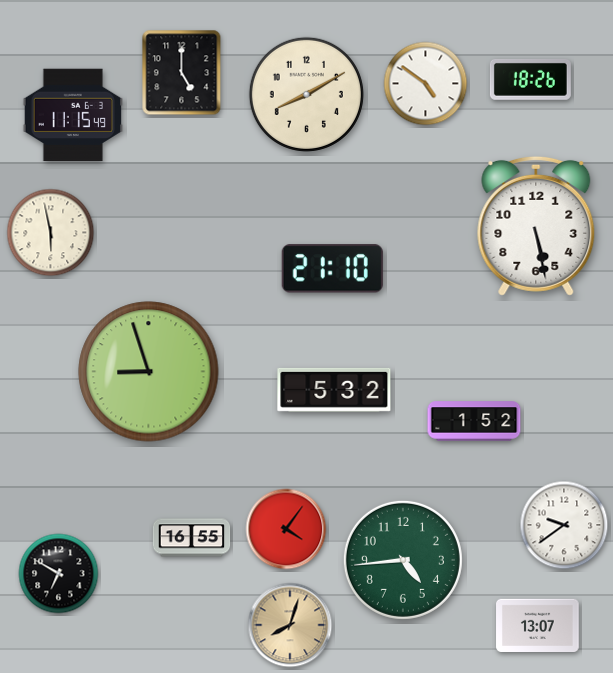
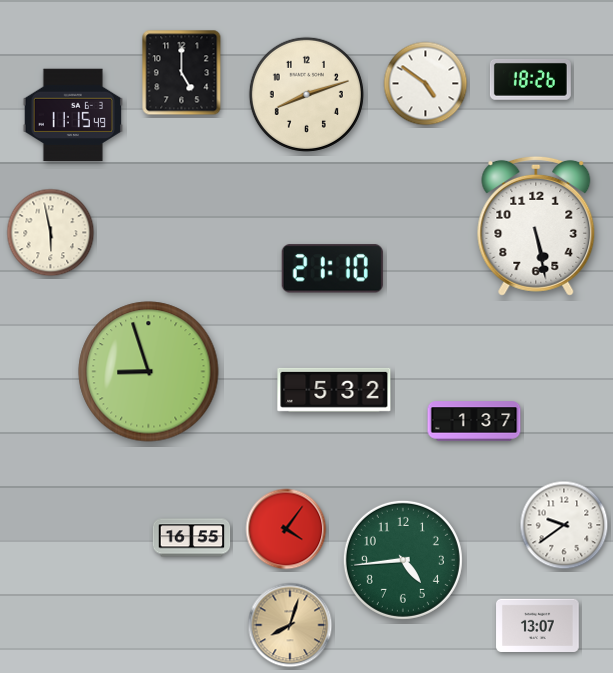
clock at (306, 94): 8:10 -> 8:12
clock at (474, 421): 1:52 -> 1:37
clock at (59, 574): 6:50 -> none
